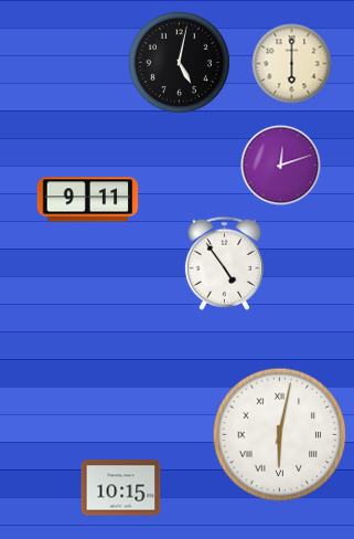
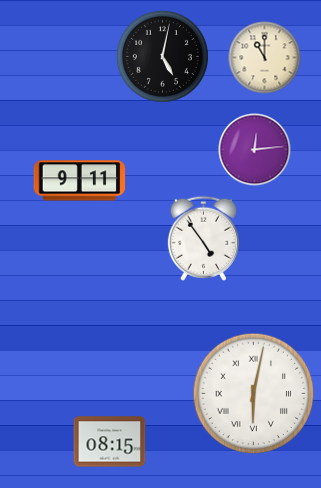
clock at (292, 64): 6:00 -> 11:00
clock at (281, 166): 12:12 -> 12:14
clock at (121, 488): 10:15 -> 08:15
